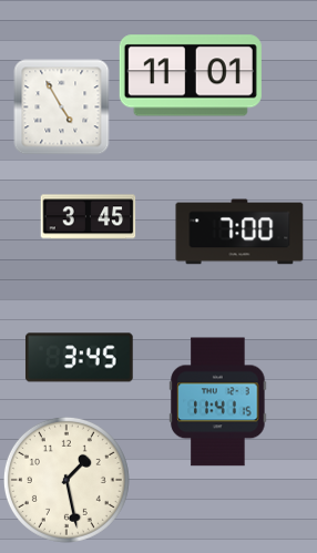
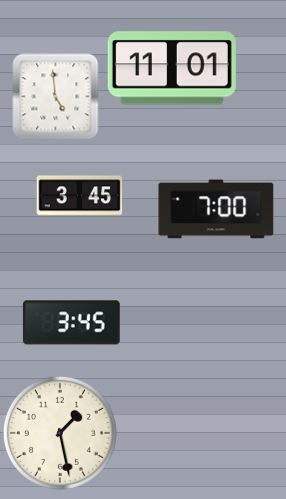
clock at (62, 107): 4:55 -> 4:59
clock at (218, 402): 11:41 -> none
